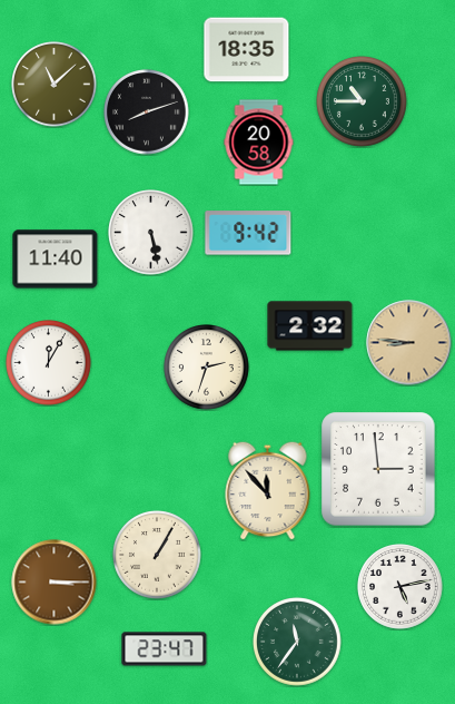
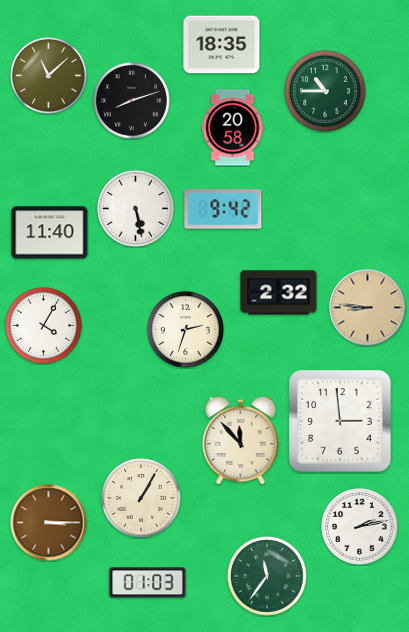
clock at (49, 363): 12:05 -> 4:05
clock at (400, 587): 5:13 -> 2:13
clock at (165, 649): 23:47 -> 01:03
